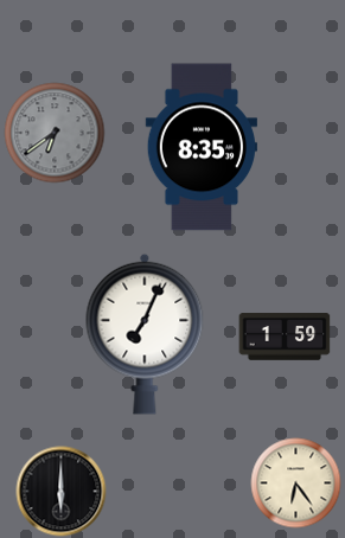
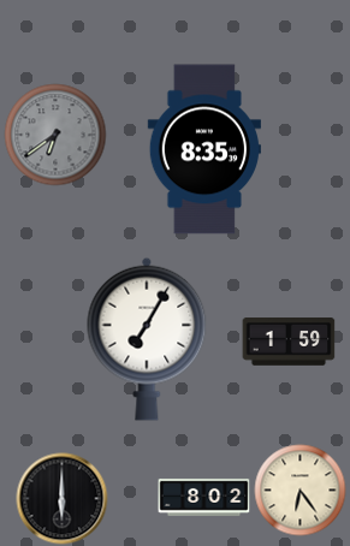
clock at (145, 334): 7:04 -> 7:05
clock at (204, 498): none -> 8:02
